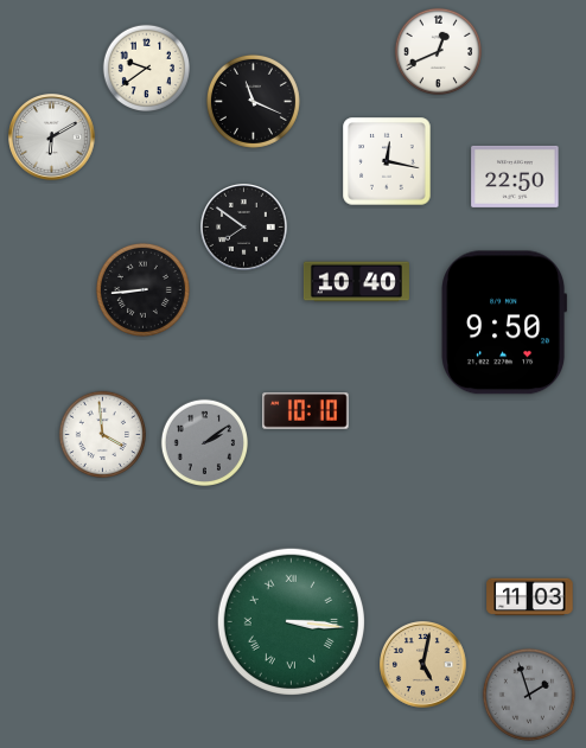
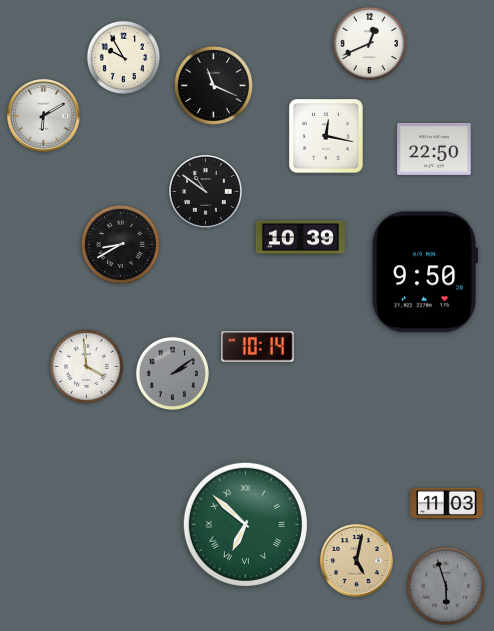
clock at (146, 68): 9:39 -> 9:55
clock at (244, 228): 7:51 -> 10:51
clock at (356, 282): 10:40 -> 10:39
clock at (142, 289): 8:44 -> 8:40
clock at (306, 411): 10:10 -> 10:14
clock at (291, 621): 3:16 -> 6:52
clock at (529, 695): 1:57 -> 5:57
